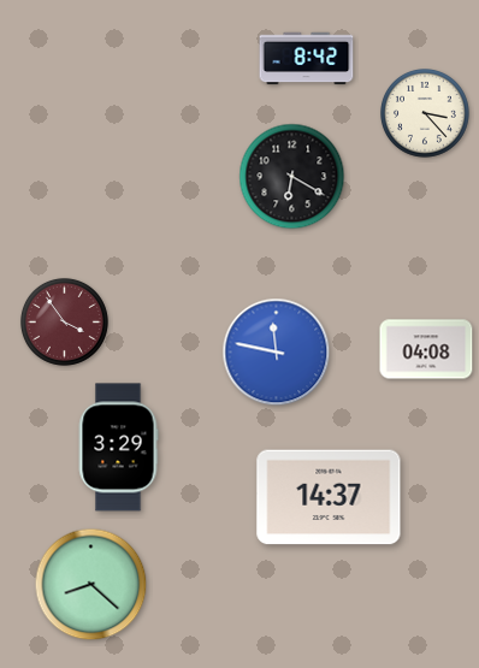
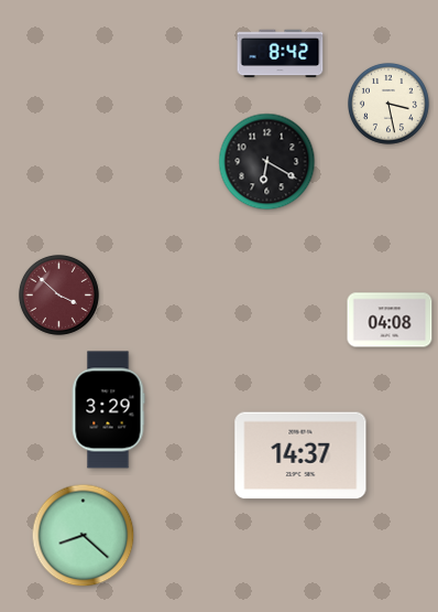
clock at (426, 114): 3:23 -> 3:28
clock at (64, 321): 3:54 -> 3:52
clock at (277, 353): 11:47 -> none
